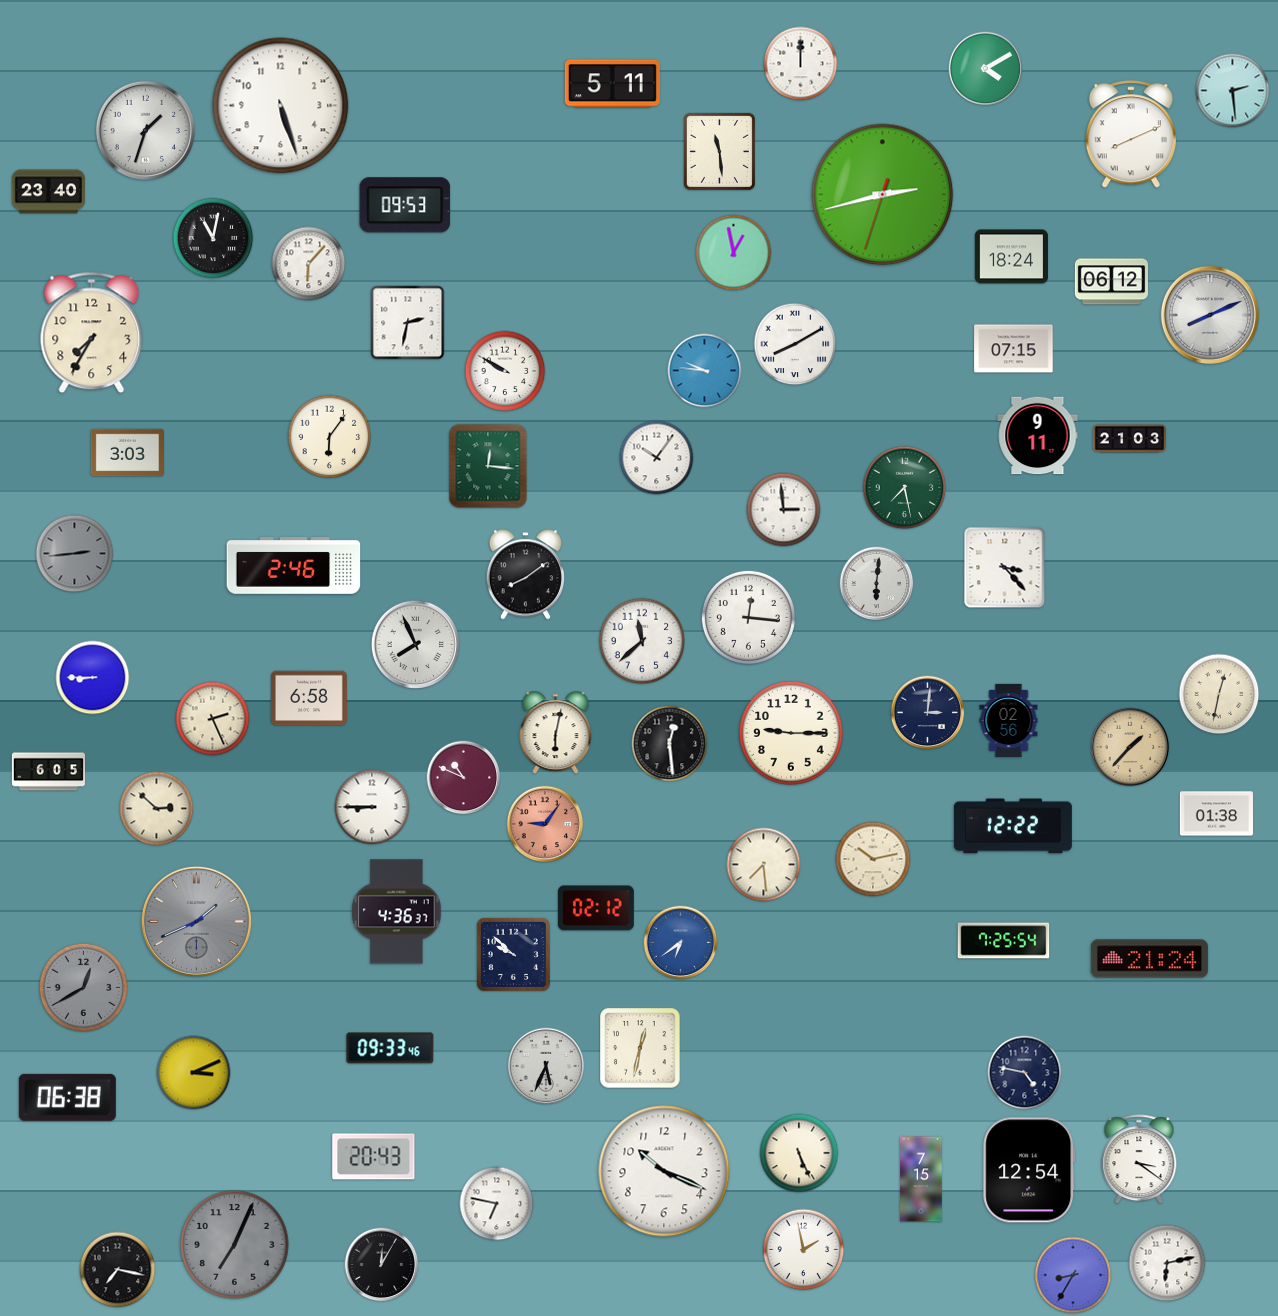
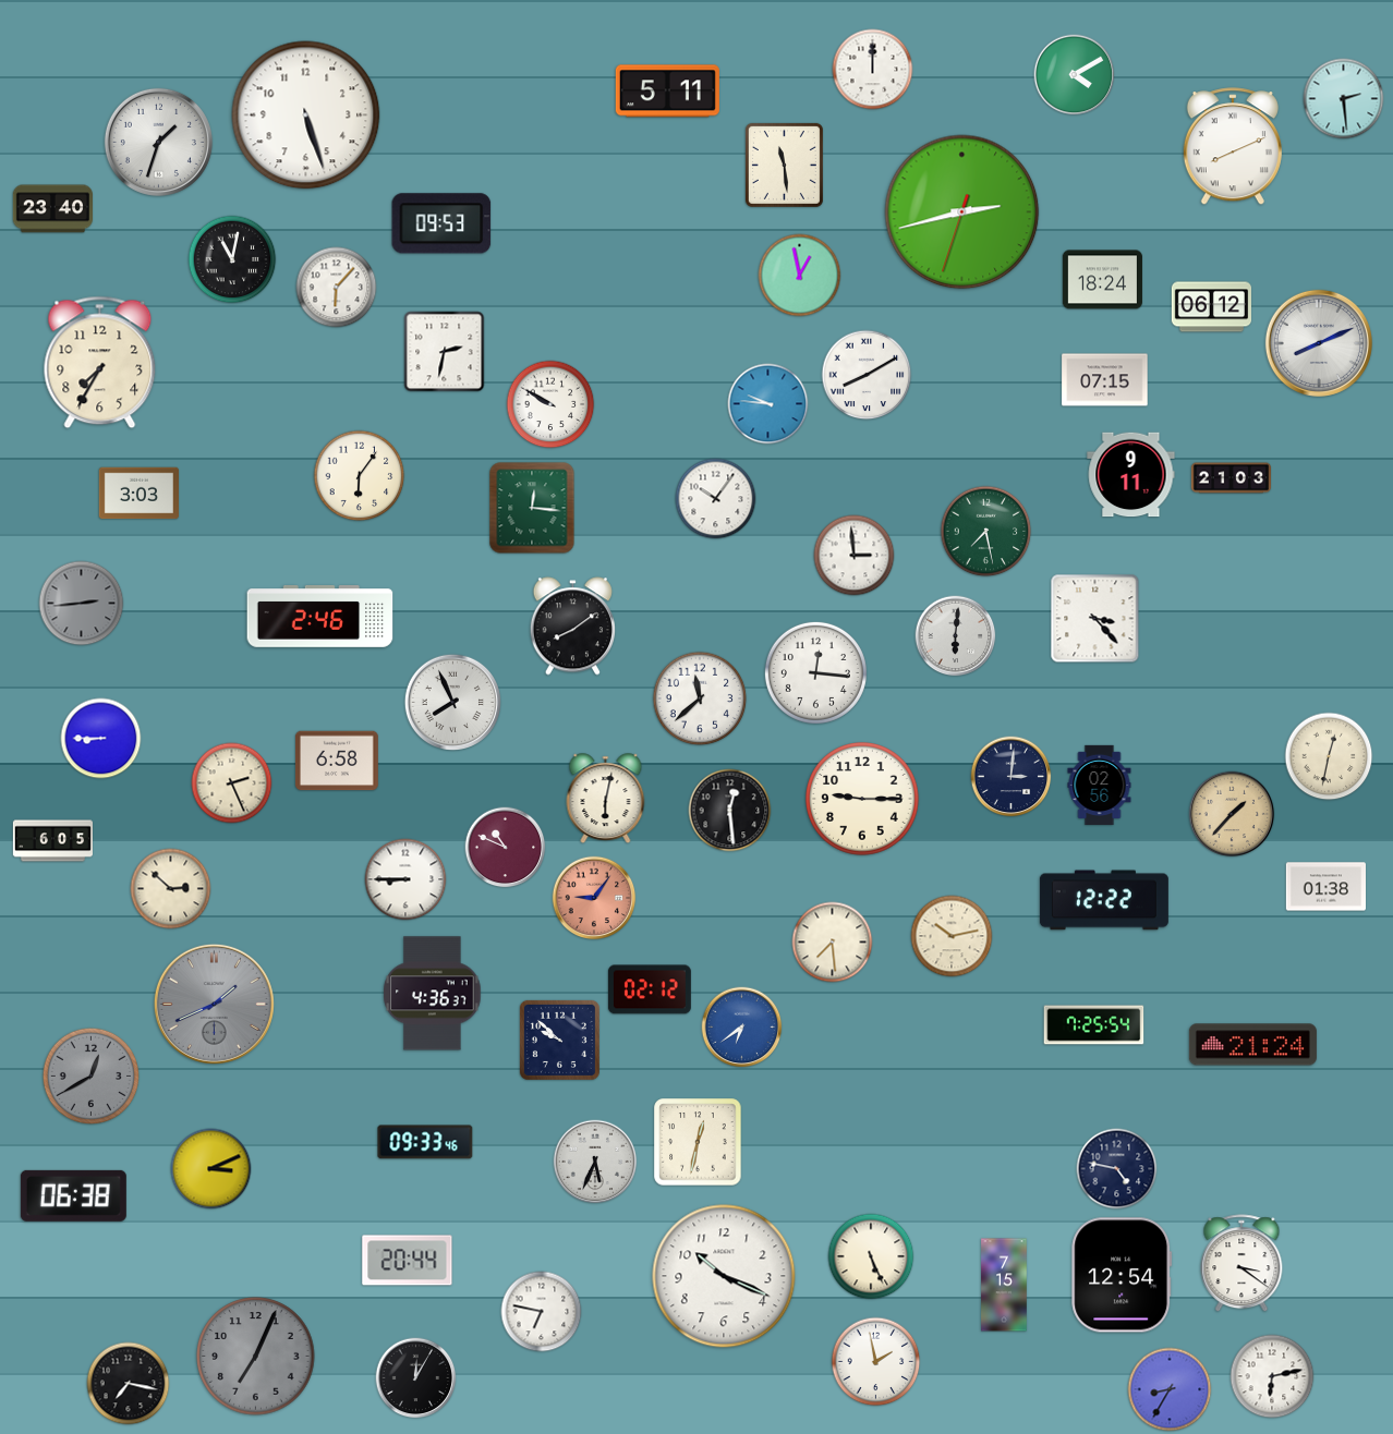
clock at (157, 809) position: (157, 809) -> (171, 889)
clock at (374, 1157): 20:43 -> 20:44
